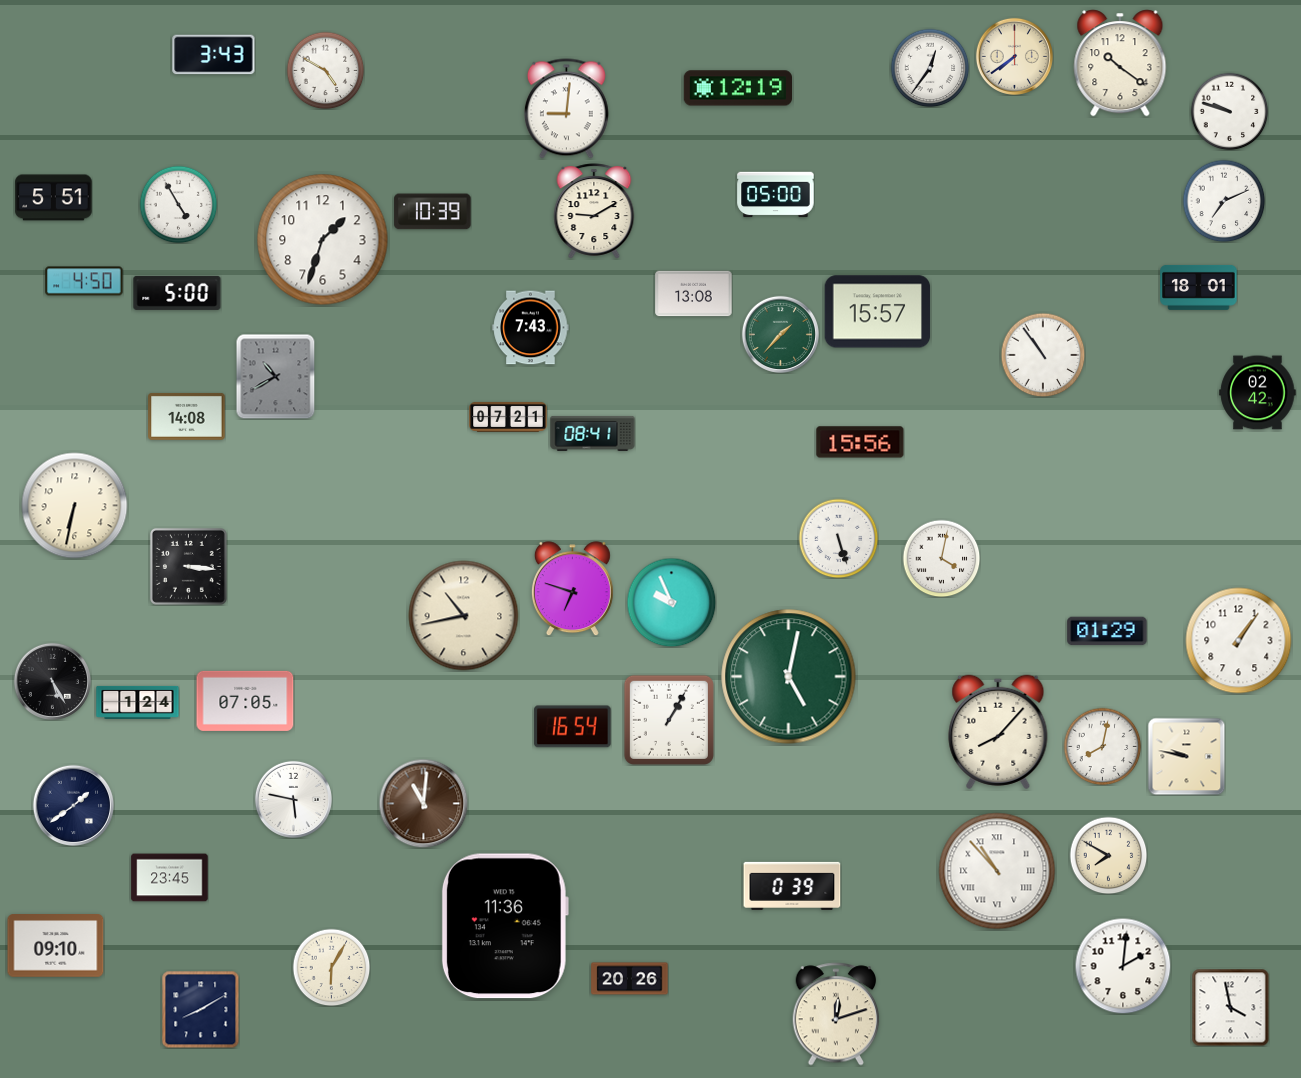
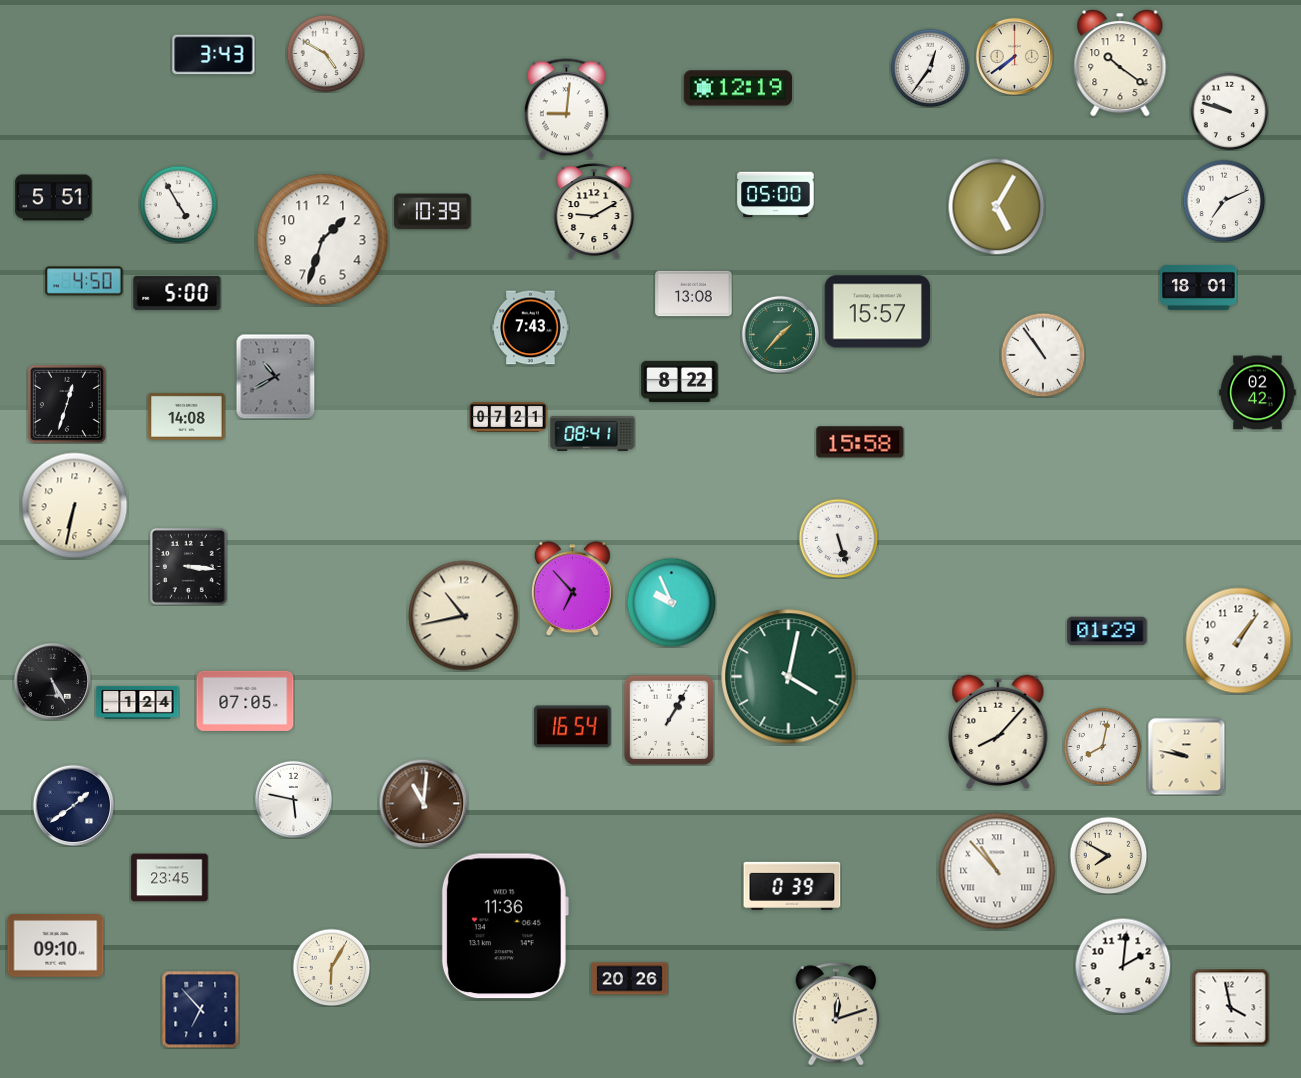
clock at (325, 70) position: (325, 70) -> (325, 53)
clock at (996, 206): none -> 5:05
clock at (680, 381): none -> 8:22
clock at (67, 404): none -> 12:33
clock at (860, 442): 15:56 -> 15:58
clock at (941, 558): 4:02 -> none
clock at (572, 589): 6:48 -> 6:53
clock at (789, 677): 5:02 -> 4:02
clock at (200, 1009): 8:10 -> 6:53
